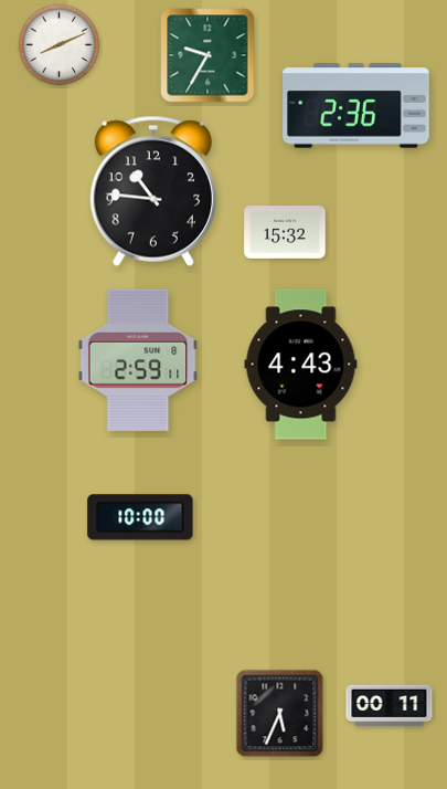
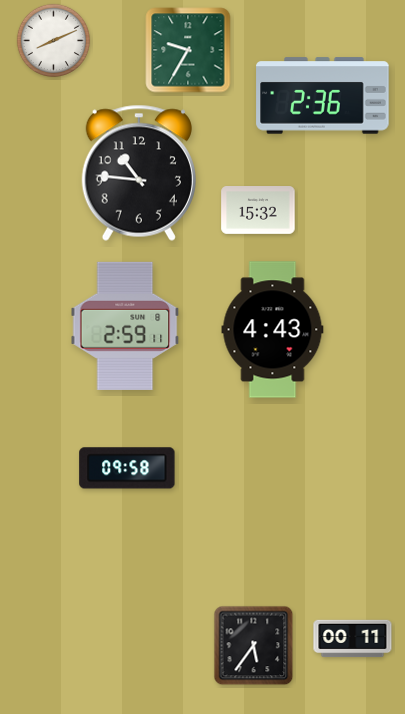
clock at (140, 517): 10:00 -> 09:58
clock at (280, 714): 5:34 -> 5:36
